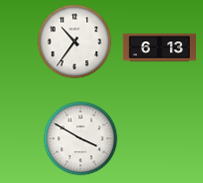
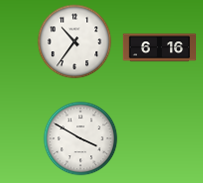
clock at (159, 48): 6:13 -> 6:16
